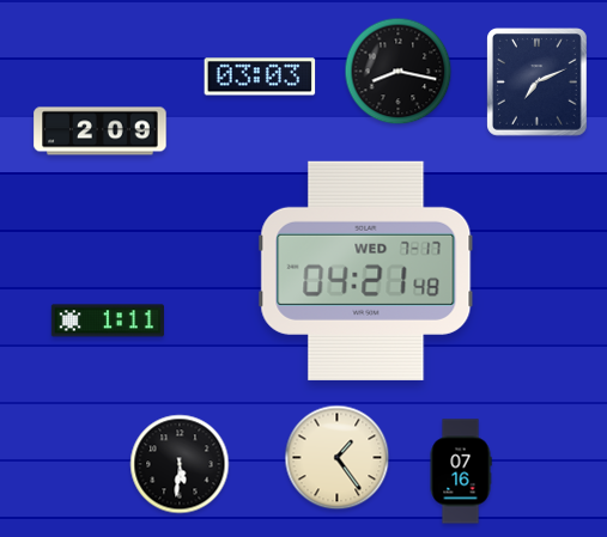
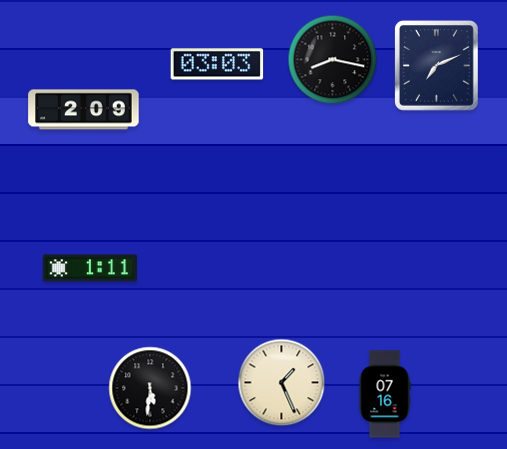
clock at (538, 83) position: (538, 83) -> (437, 66)
clock at (366, 270): 04:21 -> none
clock at (338, 458): 1:24 -> 1:26
